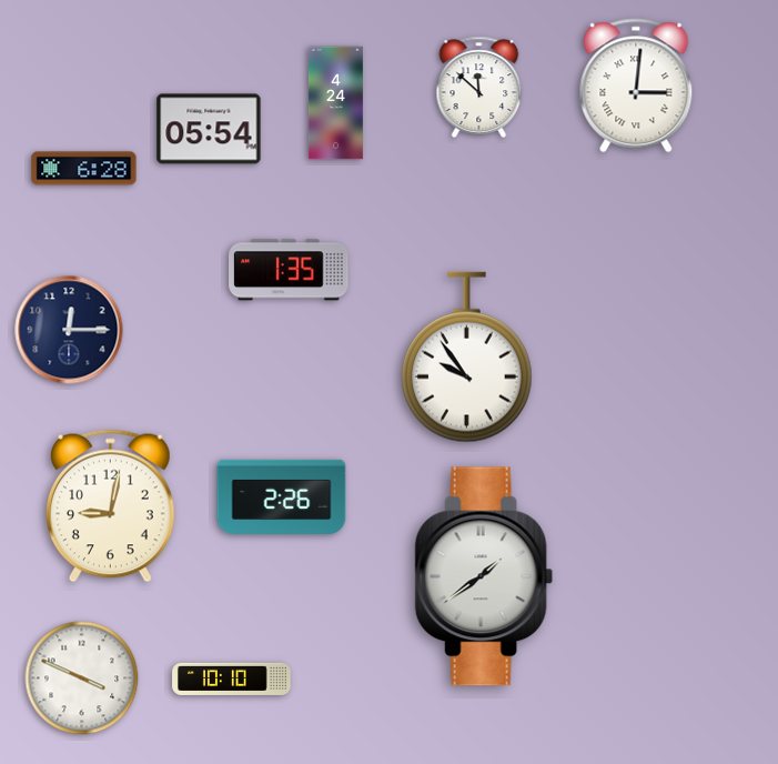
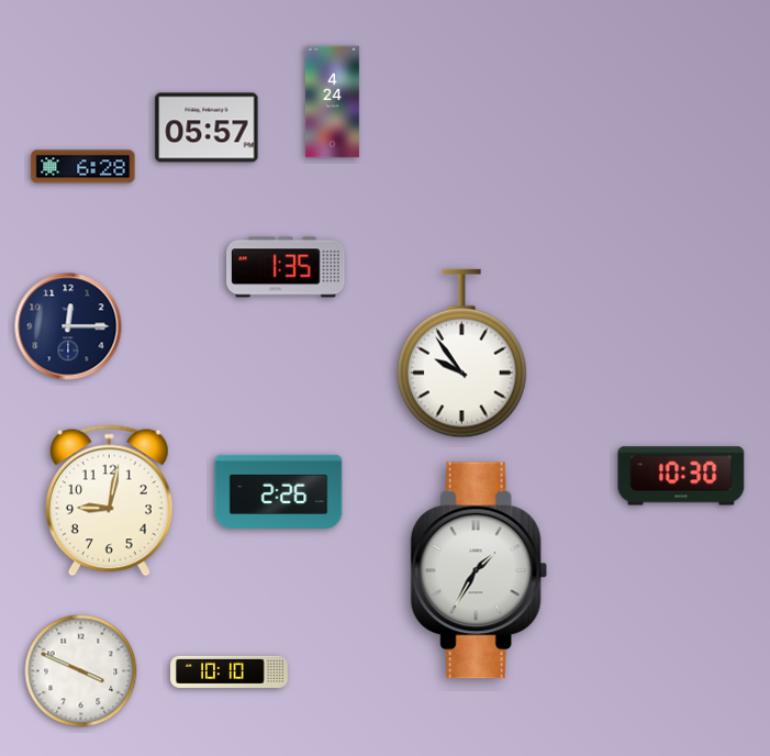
clock at (636, 86): 3:01 -> none
clock at (479, 87): 11:52 -> none
clock at (209, 129): 05:54 -> 05:57
clock at (681, 476): none -> 10:30
clock at (484, 576): 1:39 -> 1:35
